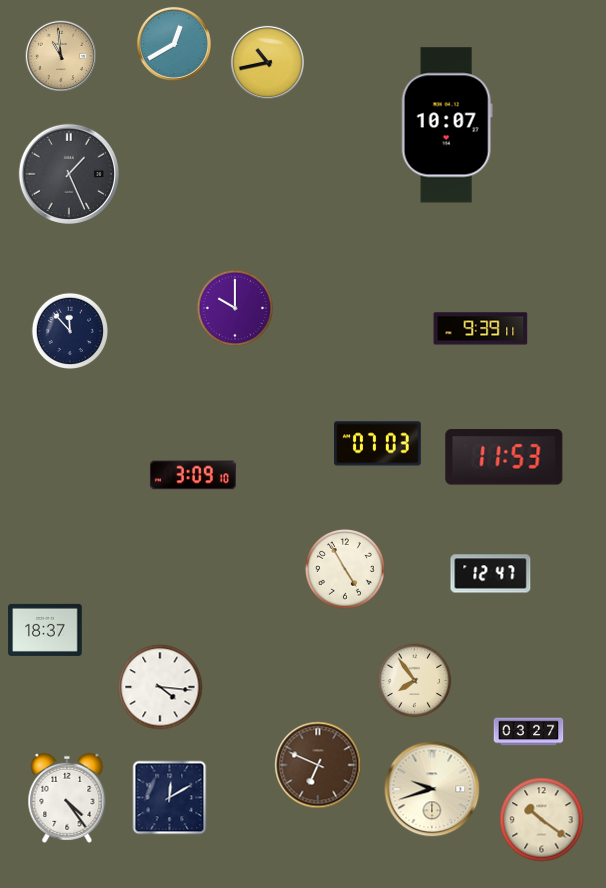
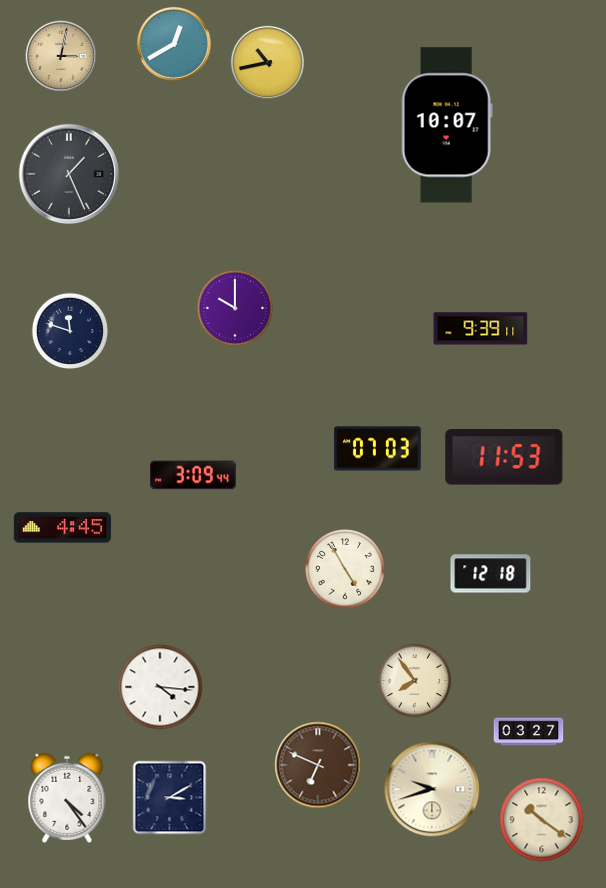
clock at (61, 56): 10:59 -> 3:02
clock at (69, 330): 11:53 -> 11:48
clock at (378, 444) position: (378, 444) -> (378, 449)
clock at (193, 475): 3:09:10 -> 3:09:44
clock at (62, 528): none -> 4:45
clock at (491, 574): 12:47 -> 12:18
clock at (45, 630): 18:37 -> none
clock at (170, 798): 12:10 -> 3:10
